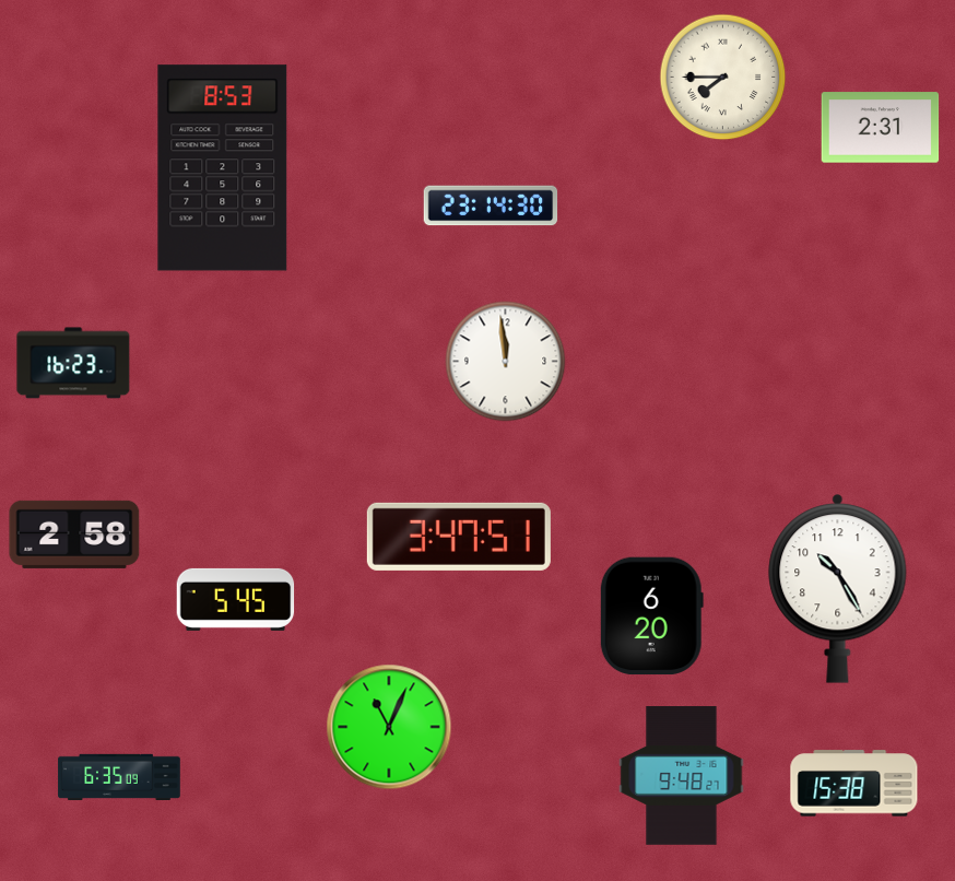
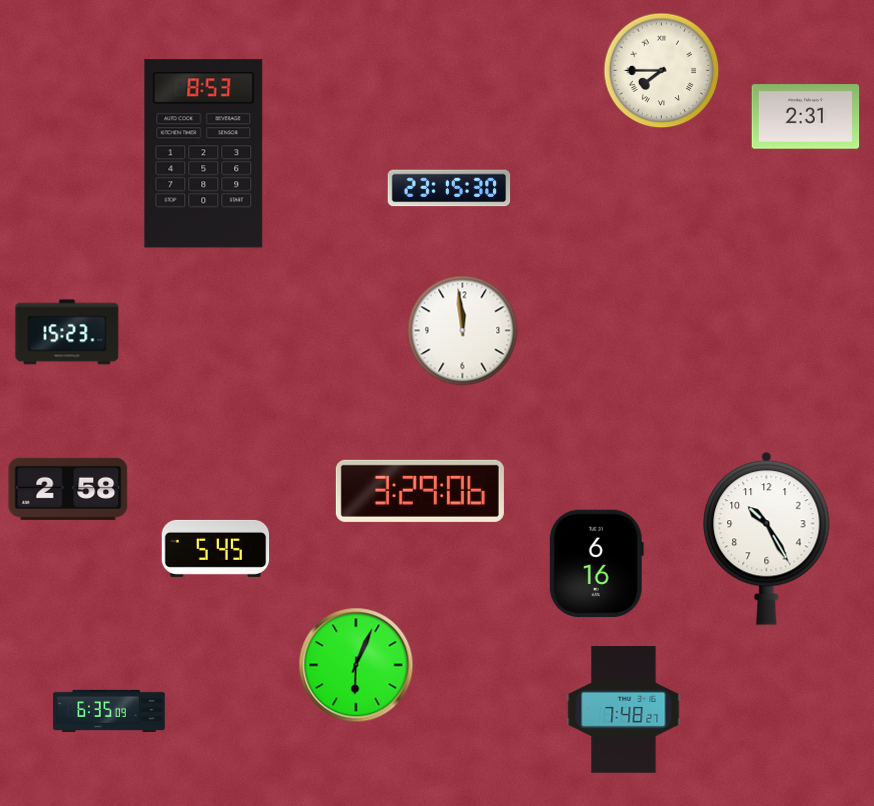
clock at (491, 205): 23:14 -> 23:15
clock at (73, 363): 16:23 -> 15:23
clock at (459, 537): 3:47 -> 3:29
clock at (651, 616): 6:20 -> 6:16
clock at (389, 727): 11:04 -> 6:04
clock at (682, 776): 9:48 -> 7:48
clock at (854, 784): 15:38 -> none
